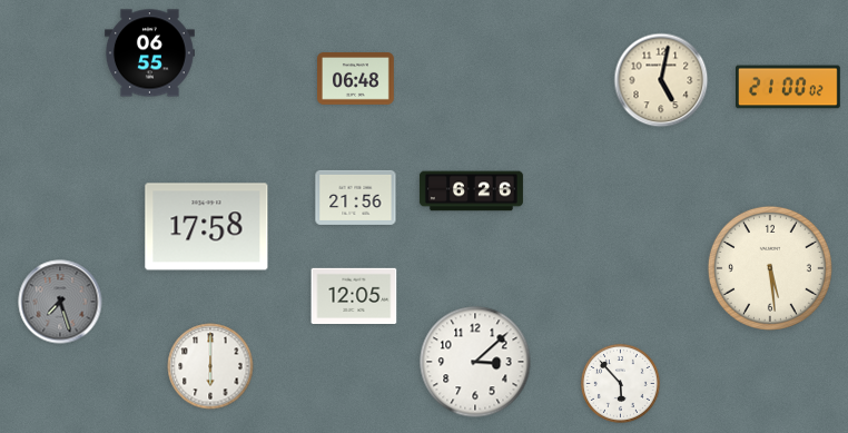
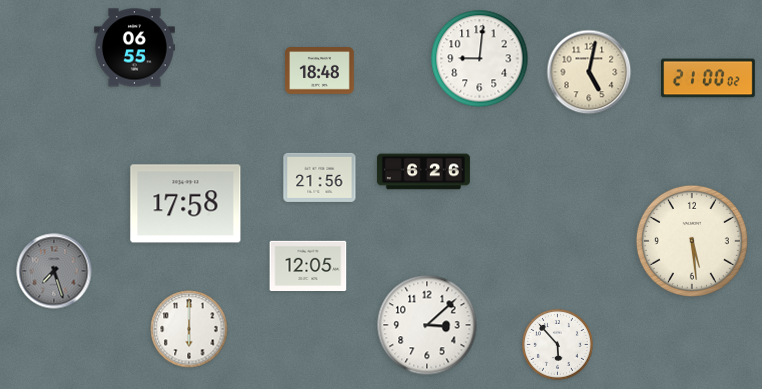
clock at (480, 59): none -> 9:01
clock at (356, 79): 06:48 -> 18:48
clock at (661, 80) position: (661, 80) -> (589, 72)
clock at (354, 295) position: (354, 295) -> (308, 265)
